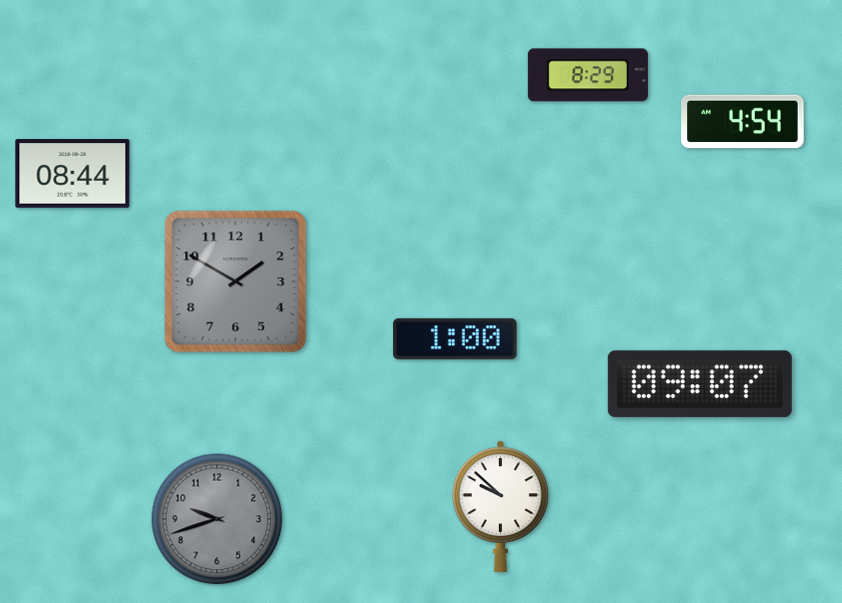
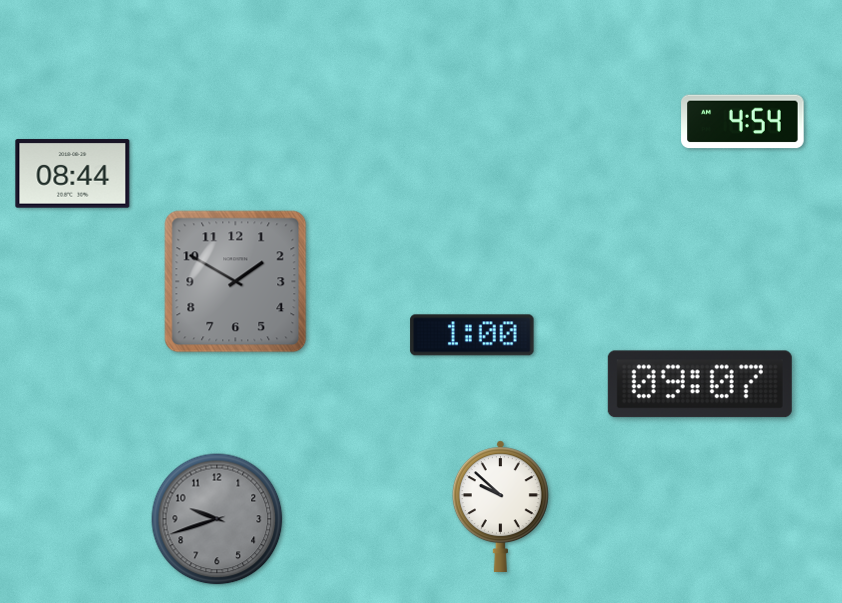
clock at (588, 75): 8:29 -> none
clock at (455, 339) position: (455, 339) -> (472, 335)
